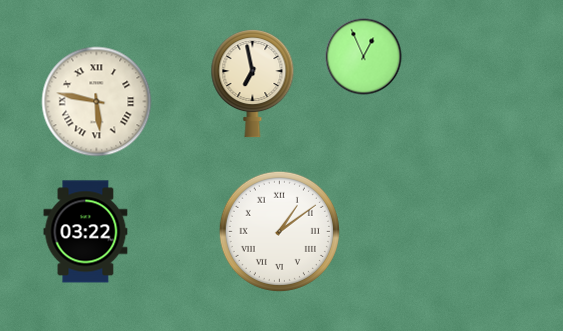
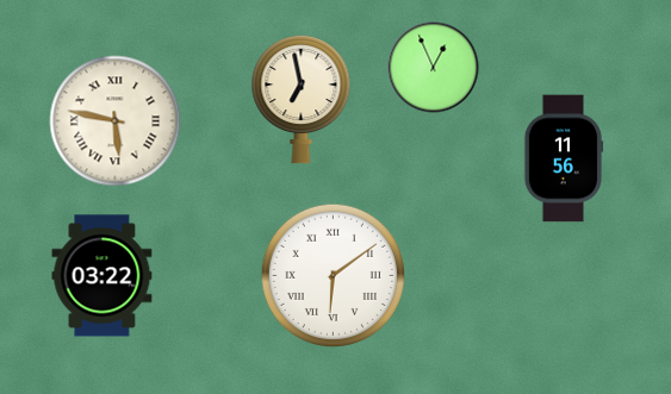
clock at (564, 158): none -> 11:56
clock at (279, 231): 1:09 -> 6:09
